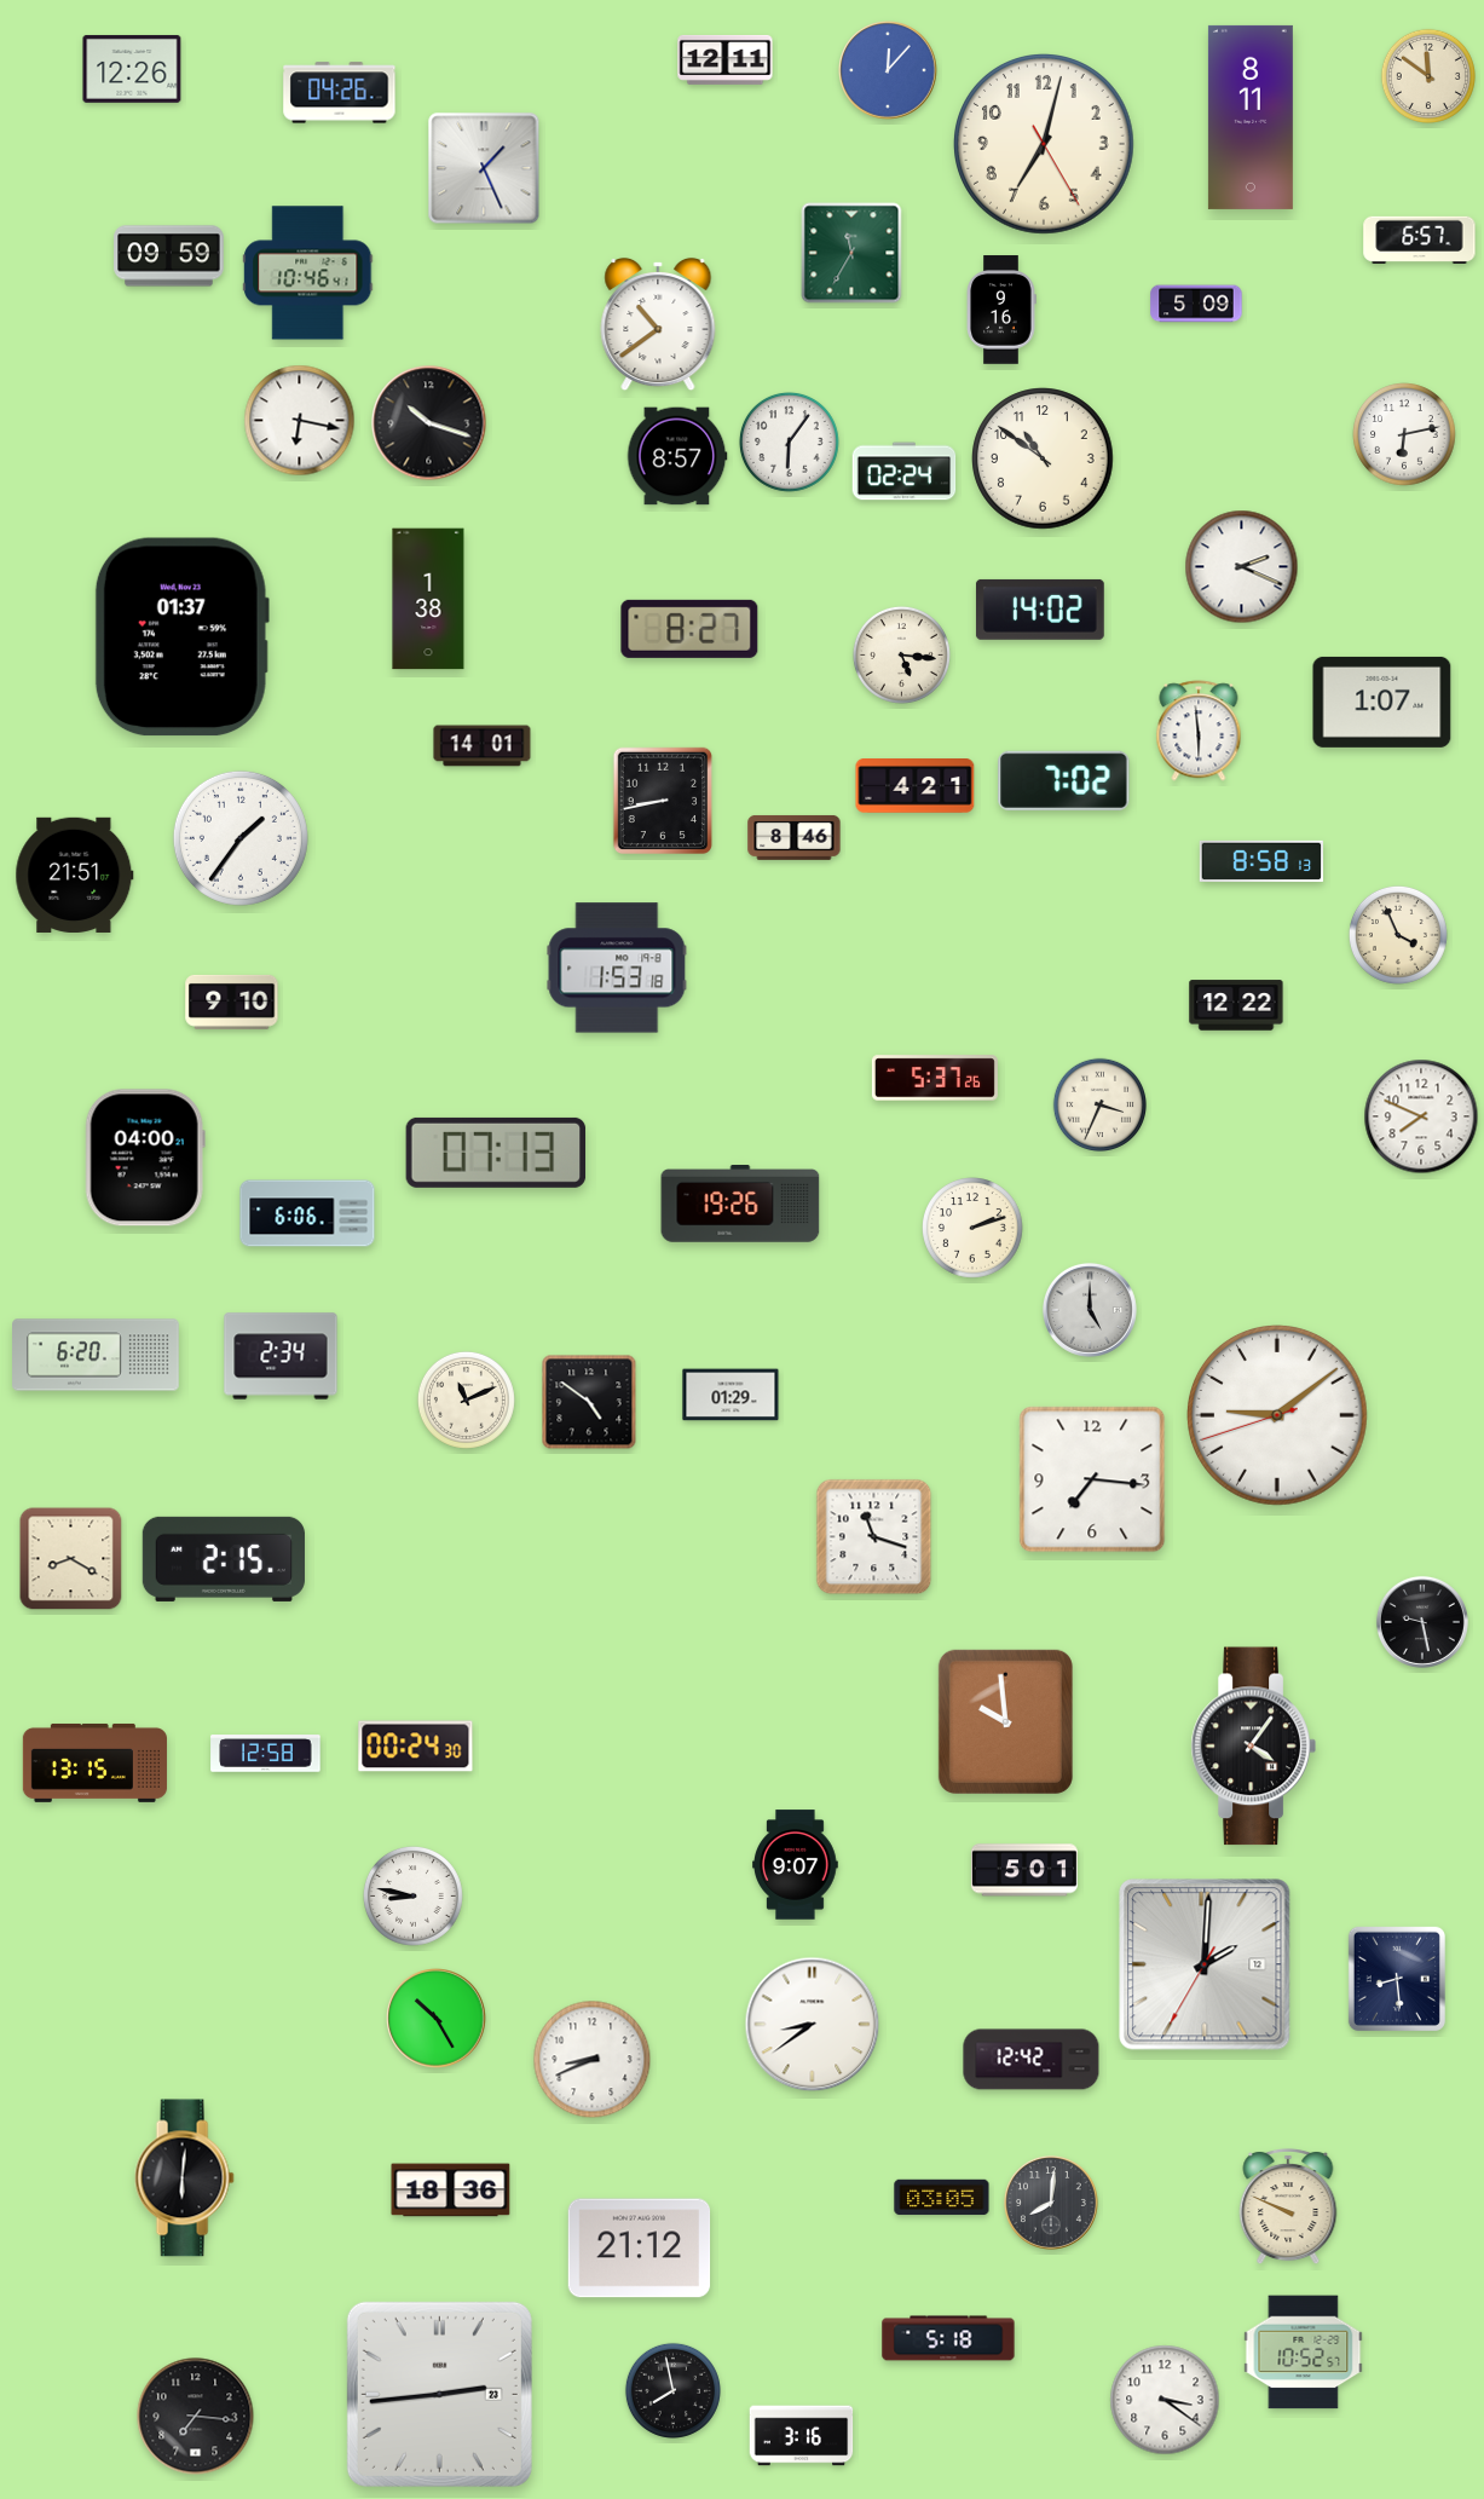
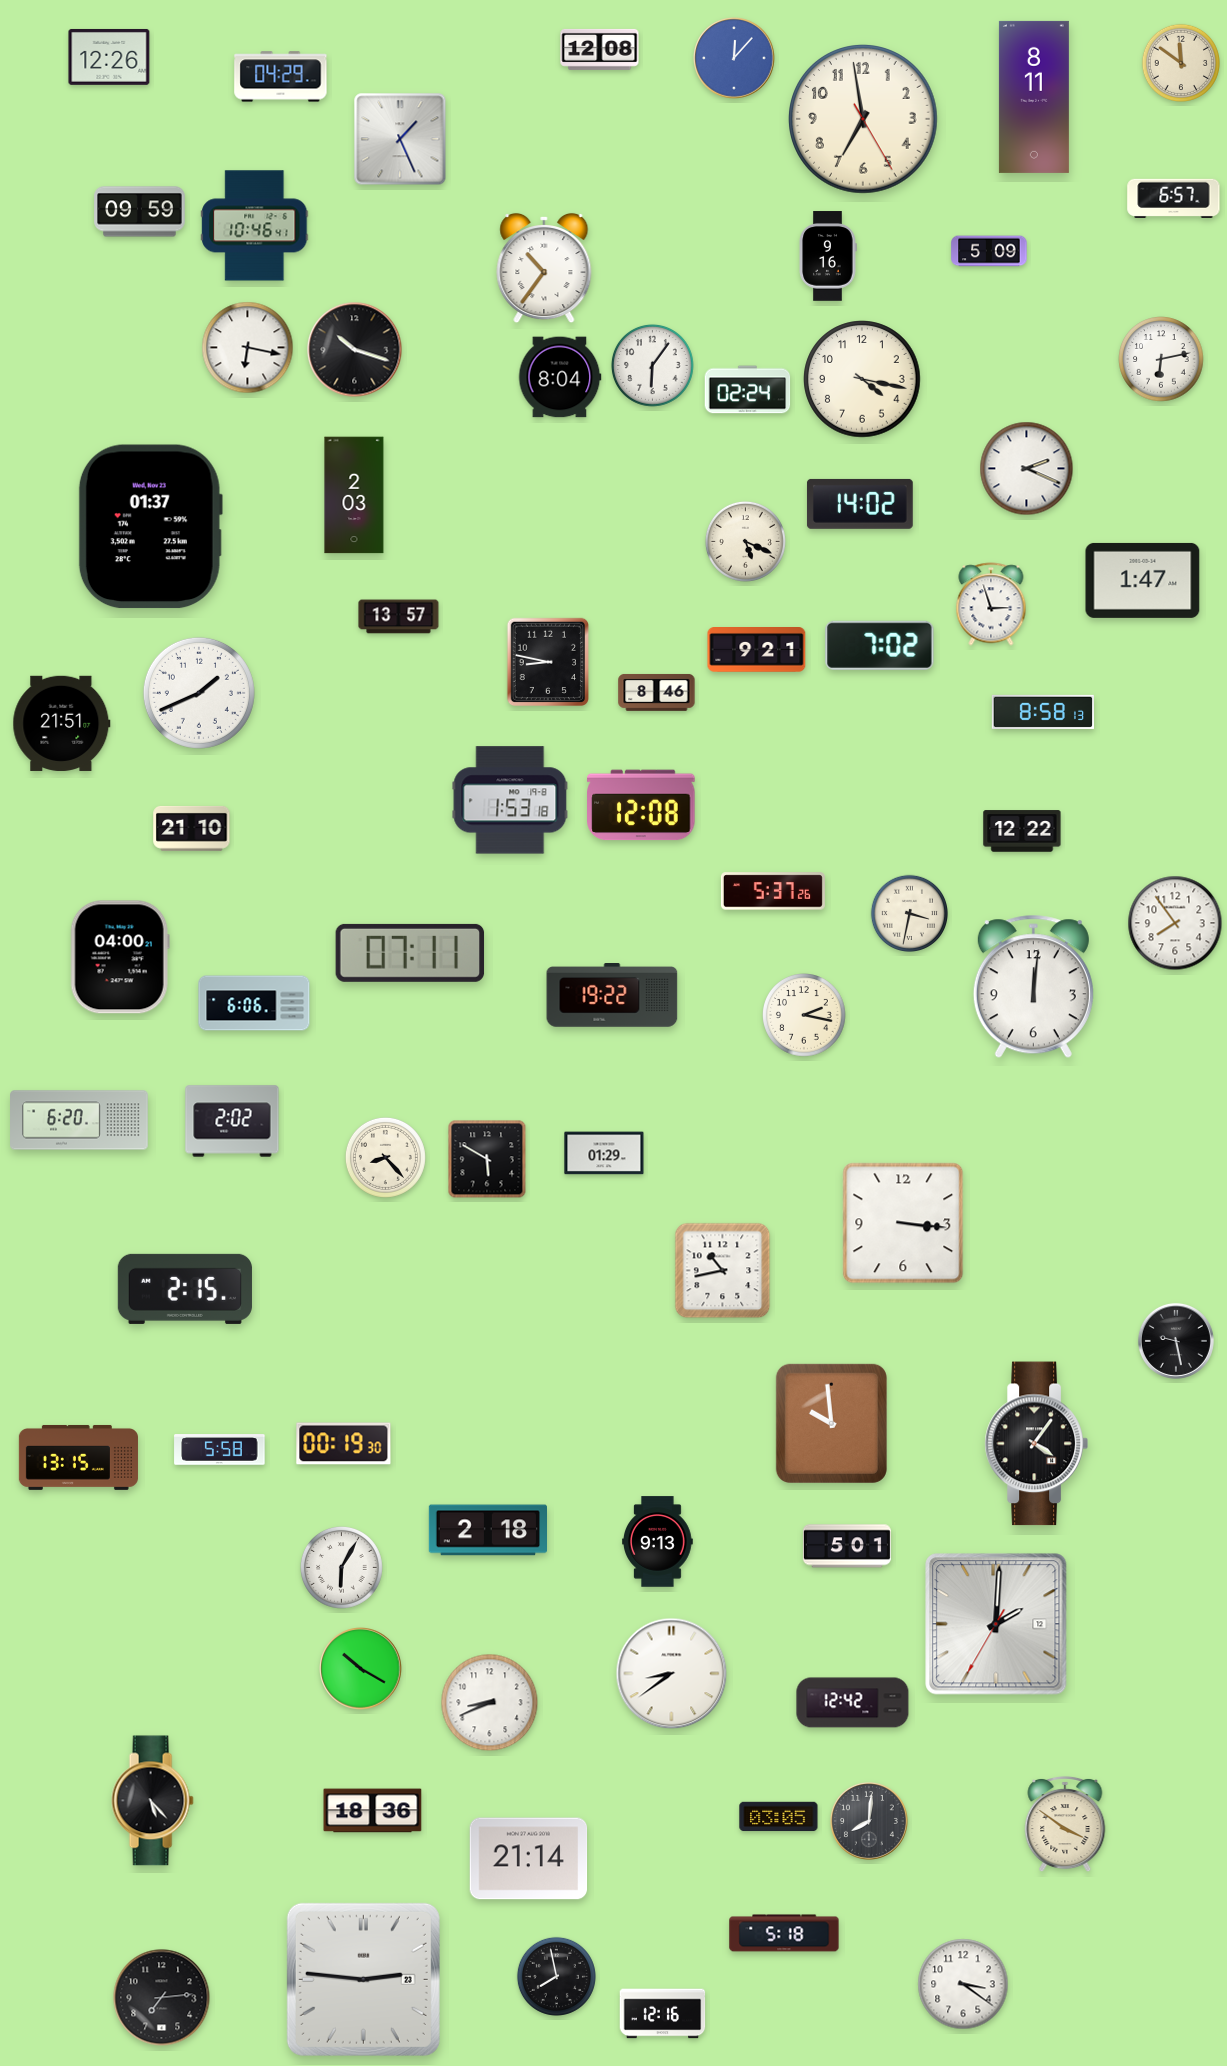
clock at (726, 59): 12:11 -> 12:08
clock at (340, 93): 04:26 -> 04:29
clock at (1045, 145): 7:02 -> 6:58
clock at (851, 253): 11:35 -> none
clock at (658, 324): 10:39 -> 10:36
clock at (677, 456): 8:57 -> 8:04
clock at (1043, 458): 10:51 -> 4:17
clock at (428, 599): 1:38 -> 2:03
clock at (689, 629): 8:27 -> none
clock at (901, 654): 5:16 -> 5:19
clock at (1382, 702): 1:07 -> 1:47
clock at (1199, 731): 5:59 -> 2:57
clock at (483, 746): 14:01 -> 13:57
clock at (916, 786): 4:21 -> 9:21
clock at (662, 801): 8:43 -> 8:47
clock at (241, 838): 1:36 -> 1:41
clock at (1398, 935): 3:56 -> none
clock at (641, 805): none -> 12:08
clock at (232, 1002): 9:10 -> 21:10
clock at (1099, 1104): 3:34 -> 3:32
clock at (1421, 1116): 7:49 -> 7:54
clock at (496, 1153): 07:13 -> 07:11
clock at (1033, 987): none -> 12:01
clock at (740, 1204): 19:26 -> 19:22
clock at (974, 1229): 2:12 -> 2:17
clock at (1090, 1310): 5:00 -> none
clock at (281, 1356): 2:34 -> 2:02
clock at (466, 1399): 11:11 -> 8:23
clock at (589, 1402): 4:51 -> 5:50
clock at (1278, 1416): 9:08 -> none
clock at (1092, 1479): 7:16 -> 3:16
clock at (874, 1537): 11:18 -> 10:43
clock at (71, 1559): 8:20 -> none
clock at (416, 1747): 00:24 -> 00:19
clock at (266, 1754): 12:58 -> 5:58
clock at (487, 1530): none -> 2:18
clock at (796, 1865): 9:07 -> 9:13
clock at (414, 1897): 8:47 -> 6:05
clock at (1397, 1979): 8:29 -> none
clock at (437, 2019): 10:25 -> 10:20
clock at (184, 2178): 6:01 -> 5:23
clock at (1288, 2206): 9:49 -> 3:51
clock at (640, 2249): 21:12 -> 21:14
clock at (1304, 2353): 10:52 -> none
clock at (439, 2394): 2:44 -> 2:46
clock at (196, 2417): 7:16 -> 7:14
clock at (802, 2436): 3:16 -> 12:16
